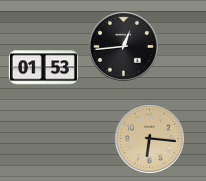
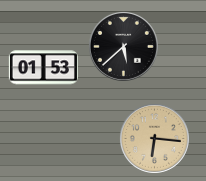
clock at (123, 46): 12:44 -> 5:38
clock at (149, 138) position: (149, 138) -> (154, 138)
